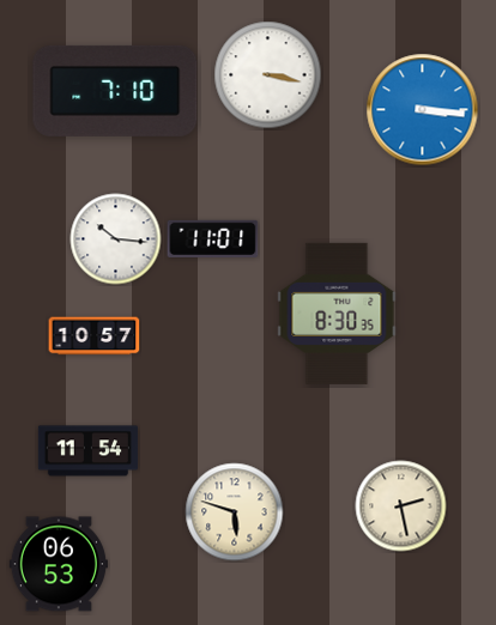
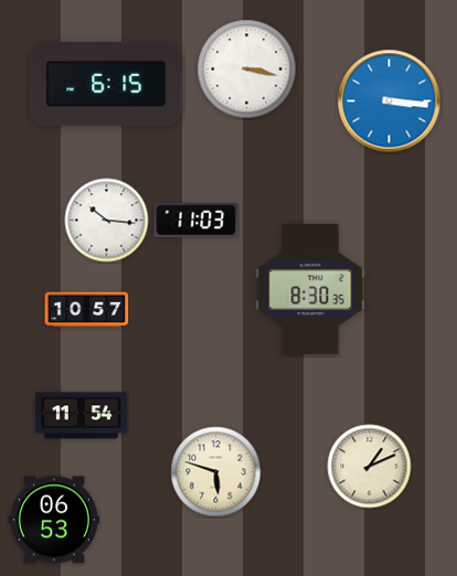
clock at (115, 91): 7:10 -> 6:15
clock at (213, 238): 11:01 -> 11:03
clock at (401, 506): 2:28 -> 1:11
